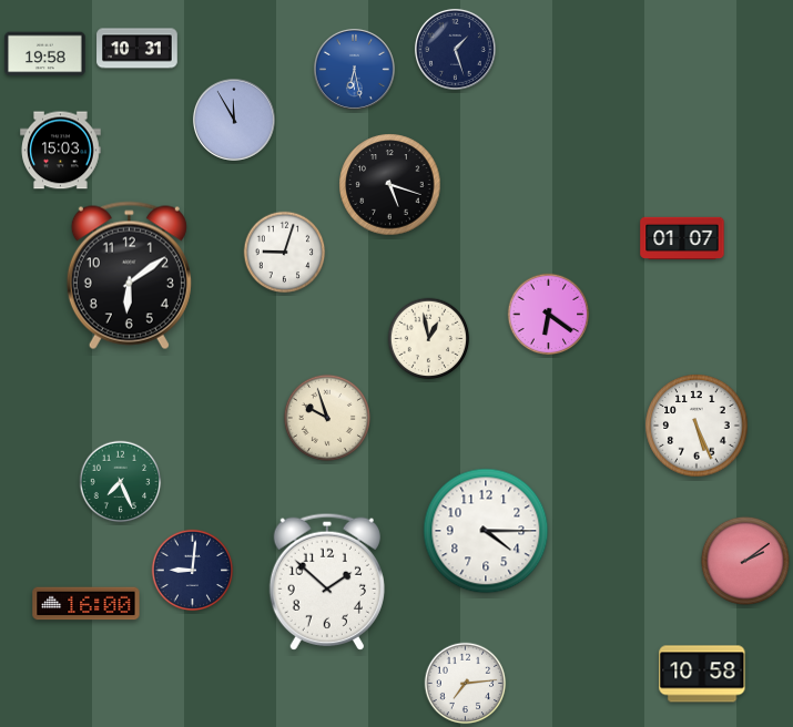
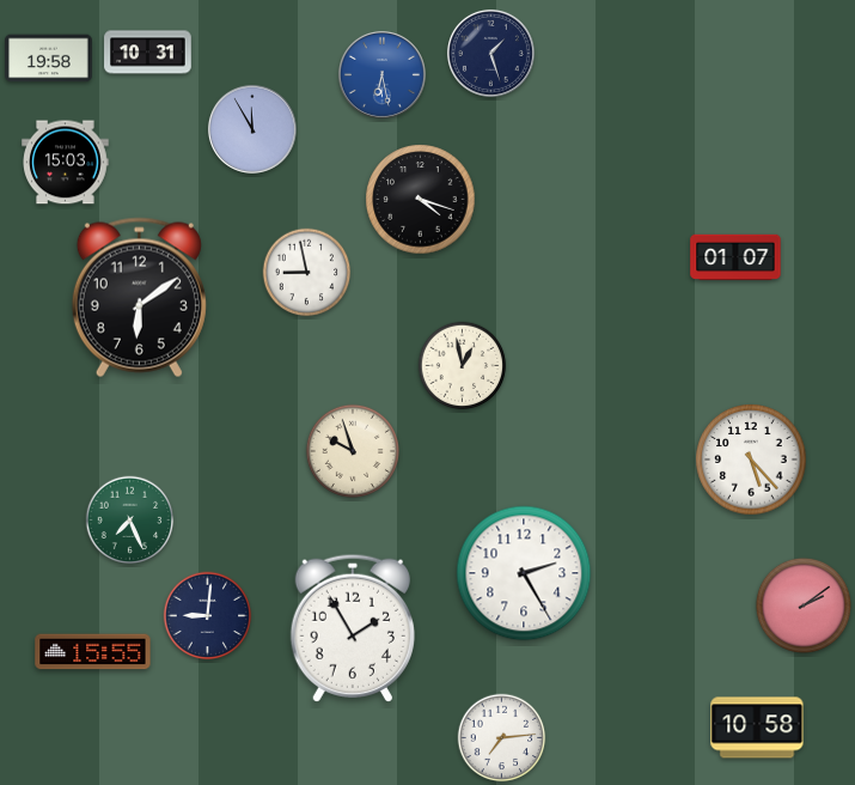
clock at (390, 185): 5:18 -> 4:18
clock at (285, 253): 9:03 -> 8:58
clock at (549, 315): 6:21 -> none
clock at (697, 426): 5:26 -> 5:23
clock at (486, 531): 4:15 -> 2:25
clock at (327, 582): 1:52 -> 1:55
clock at (87, 604): 16:00 -> 15:55
